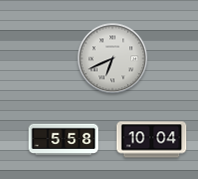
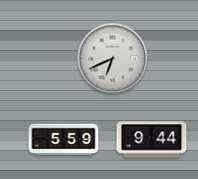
clock at (64, 140): 5:58 -> 5:59
clock at (152, 140): 10:04 -> 9:44
